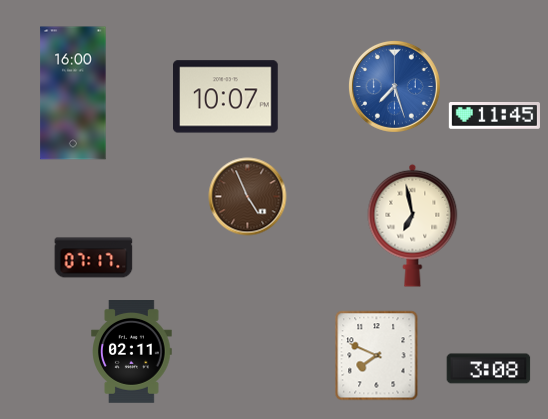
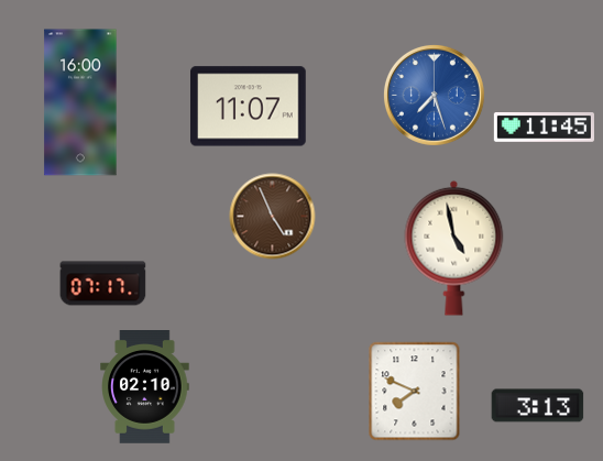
clock at (226, 97): 10:07 -> 11:07
clock at (413, 225): 6:58 -> 4:58
clock at (132, 352): 02:11 -> 02:10
clock at (488, 369): 3:08 -> 3:13
